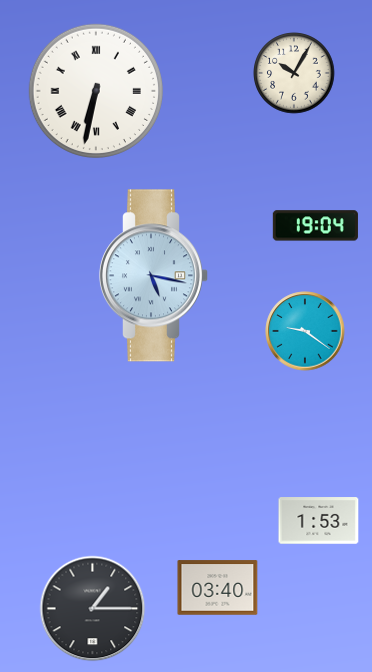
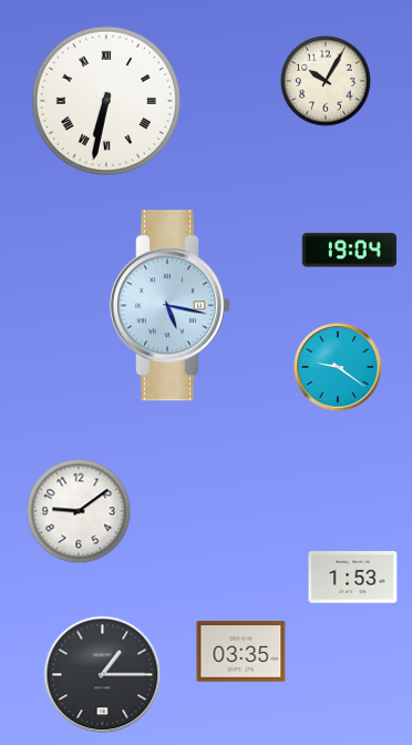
clock at (79, 511): none -> 9:09
clock at (218, 588): 03:40 -> 03:35
